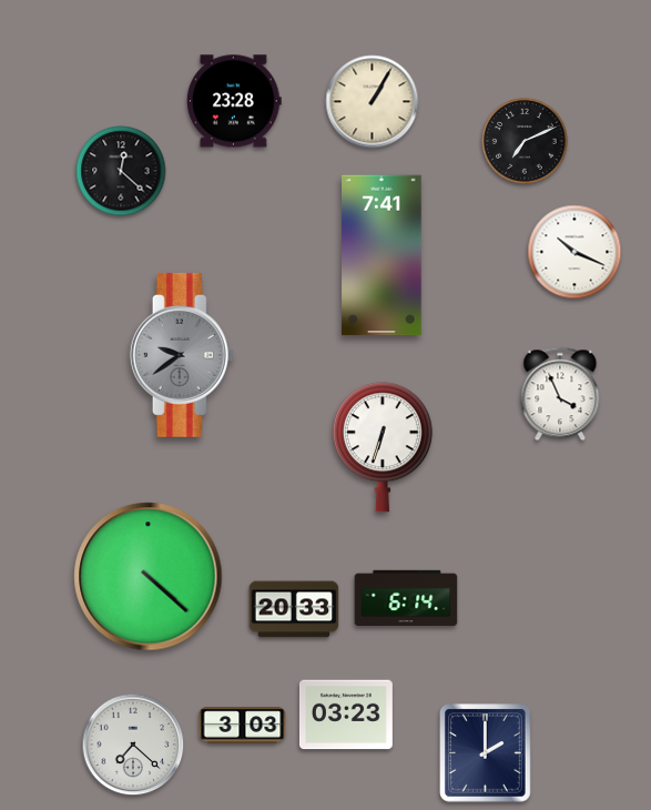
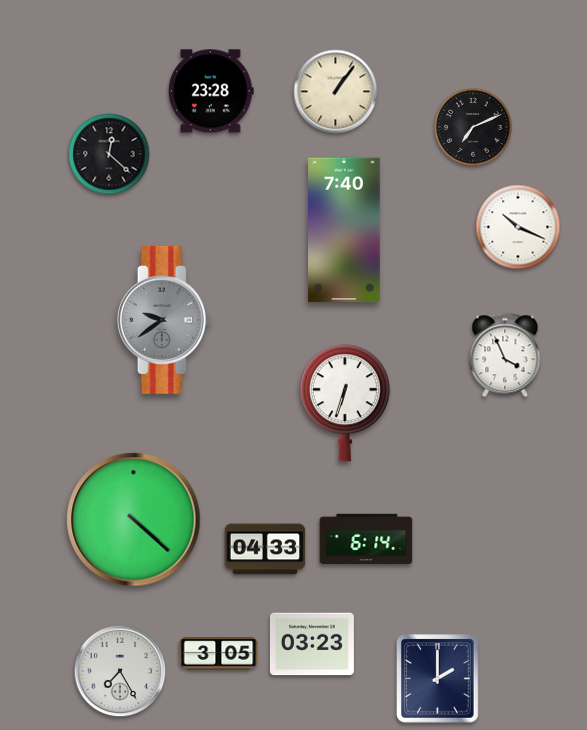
clock at (373, 102): 1:05 -> 1:06
clock at (382, 255): 7:41 -> 7:40
clock at (294, 609): 20:33 -> 04:33
clock at (243, 726): 3:03 -> 3:05
clock at (133, 745): 7:22 -> 7:25
